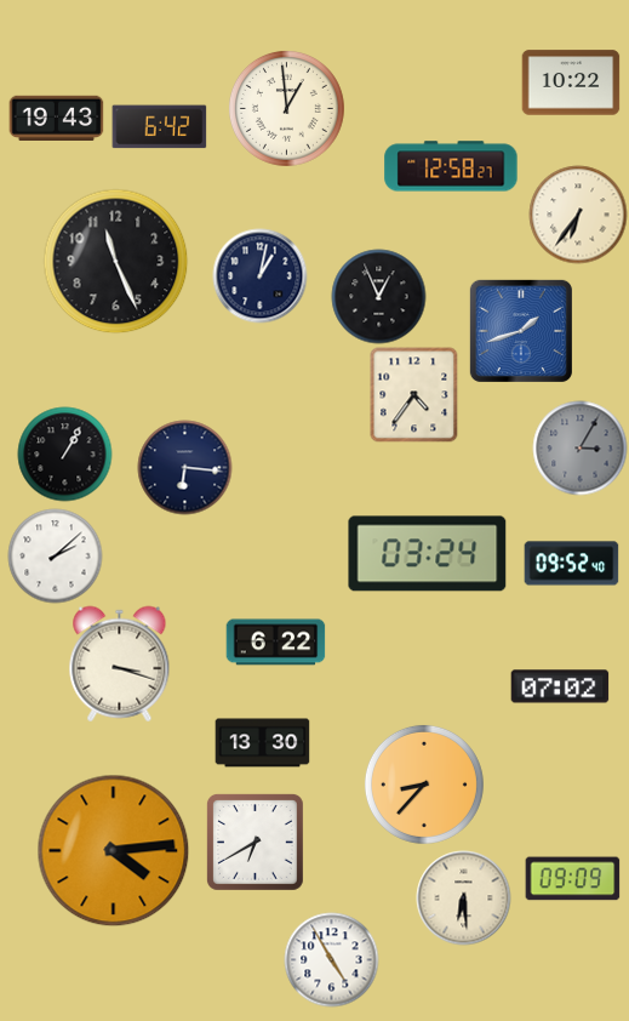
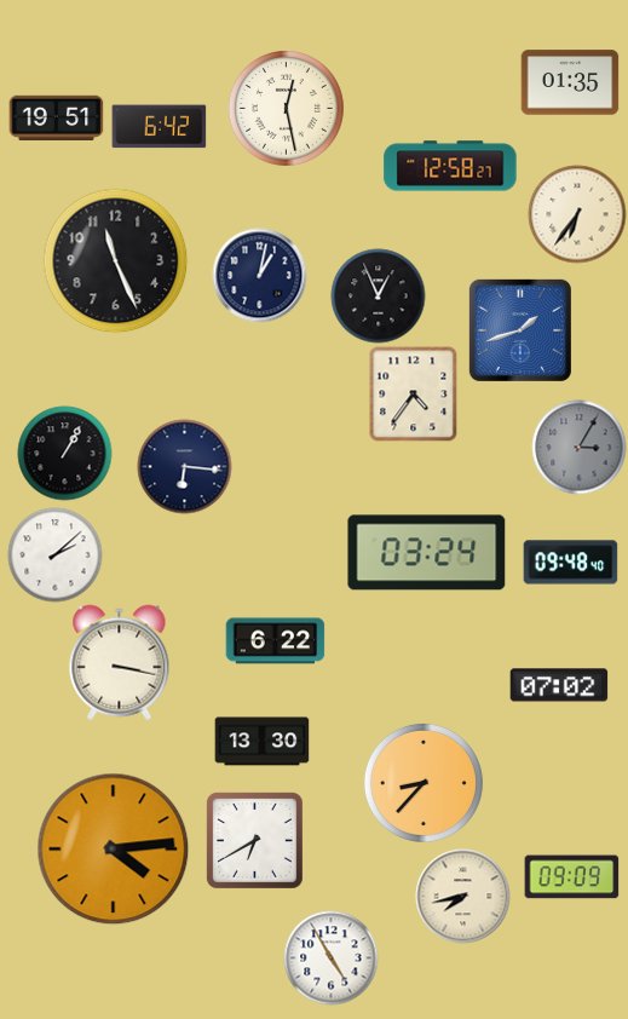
clock at (571, 82): 10:22 -> 01:35
clock at (286, 108): 12:59 -> 12:28
clock at (56, 119): 19:43 -> 19:51
clock at (571, 564): 09:52 -> 09:48
clock at (120, 663): 3:18 -> 3:17
clock at (463, 897): 6:29 -> 7:43
